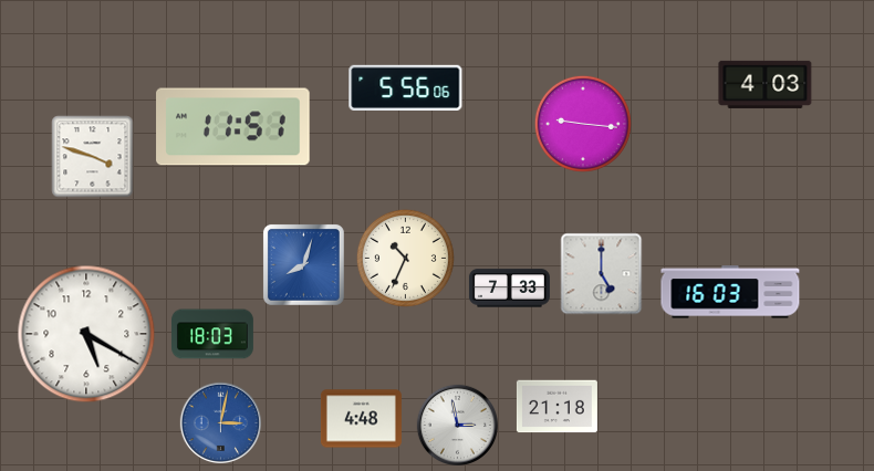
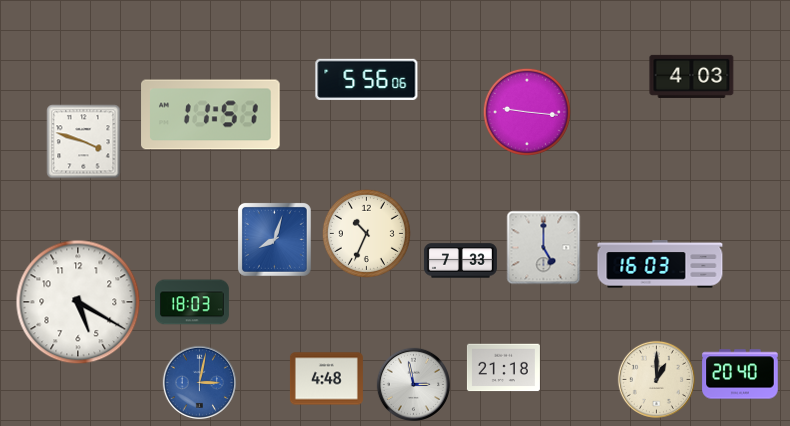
clock at (740, 374): none -> 20:40
clock at (656, 379): none -> 1:00
